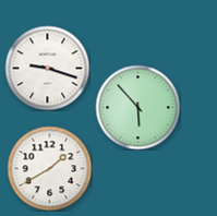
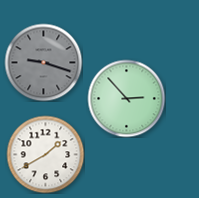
clock at (47, 68) dial: white -> grey
clock at (137, 107): 5:53 -> 2:53
